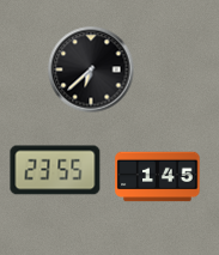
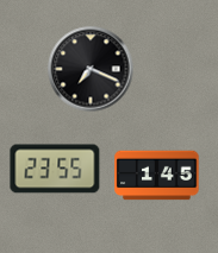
clock at (91, 69): 6:38 -> 7:19
